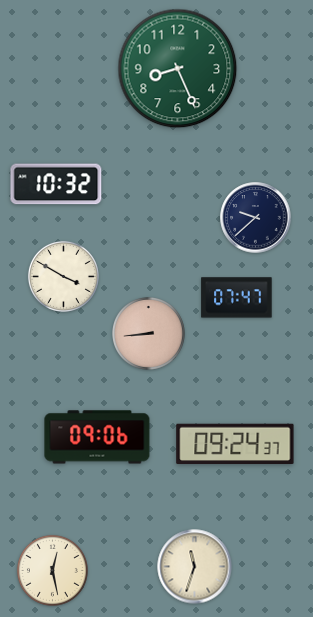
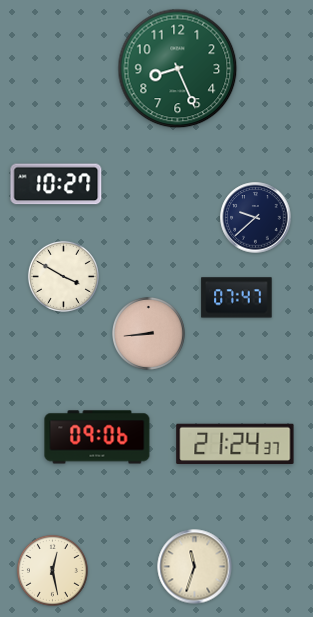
clock at (56, 184): 10:32 -> 10:27
clock at (235, 444): 09:24 -> 21:24
